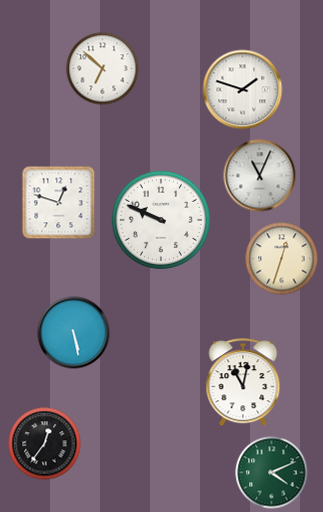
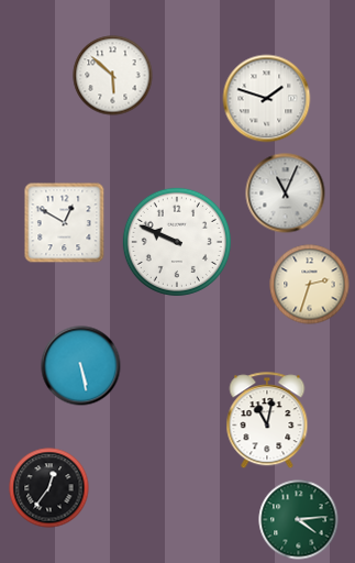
clock at (103, 69): 6:52 -> 5:52
clock at (59, 203): 12:48 -> 12:50
clock at (282, 259): 12:33 -> 2:33
clock at (272, 473): 4:11 -> 4:14
